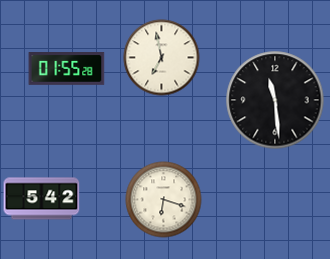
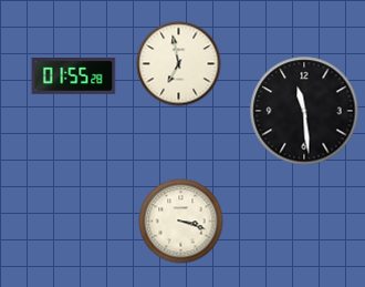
clock at (42, 199): 5:42 -> none
clock at (164, 200): 6:18 -> 3:18
